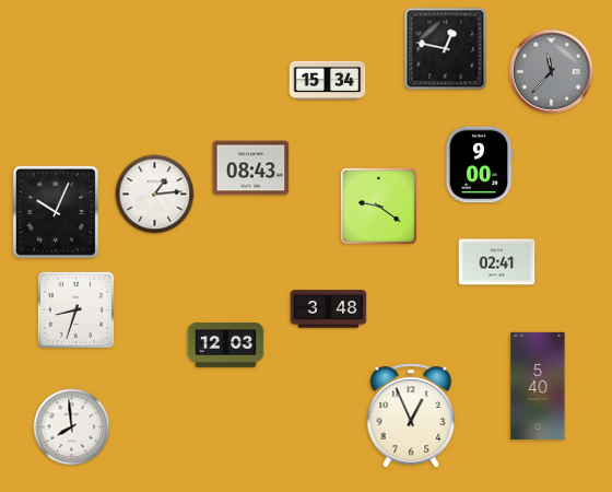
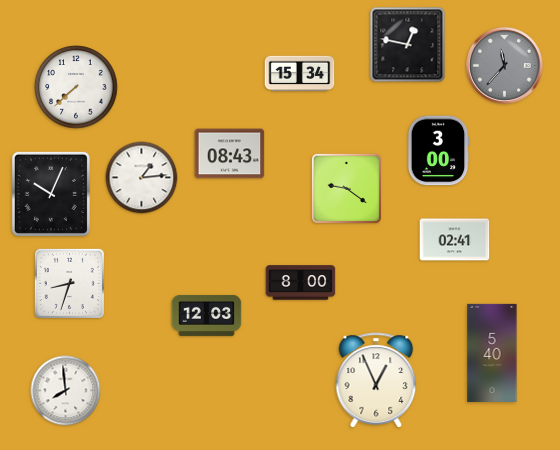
clock at (76, 87): none -> 7:38
clock at (479, 165): 9:00 -> 3:00
clock at (329, 309): 3:48 -> 8:00
